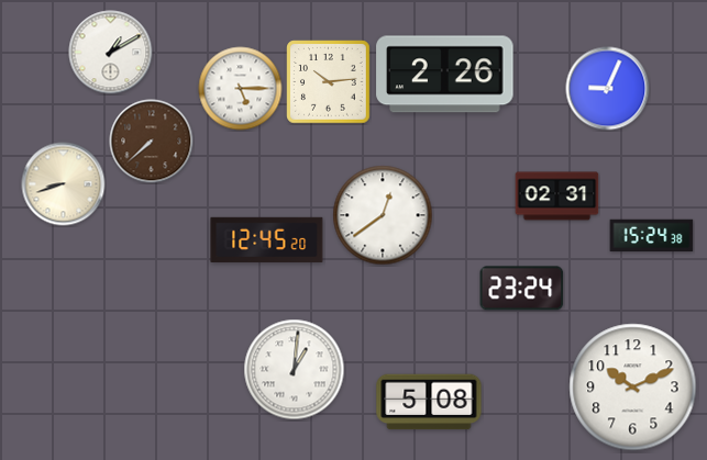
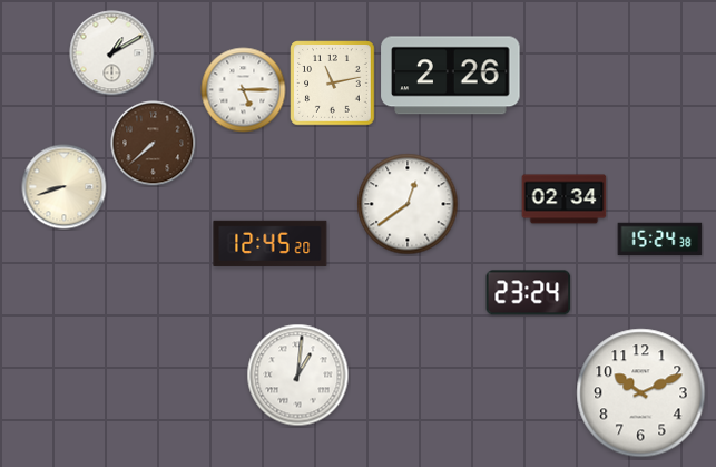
clock at (329, 82): 10:14 -> 11:13
clock at (608, 89): 9:04 -> none
clock at (557, 197): 02:31 -> 02:34
clock at (383, 215) position: (383, 215) -> (408, 204)
clock at (429, 402): 5:08 -> none
